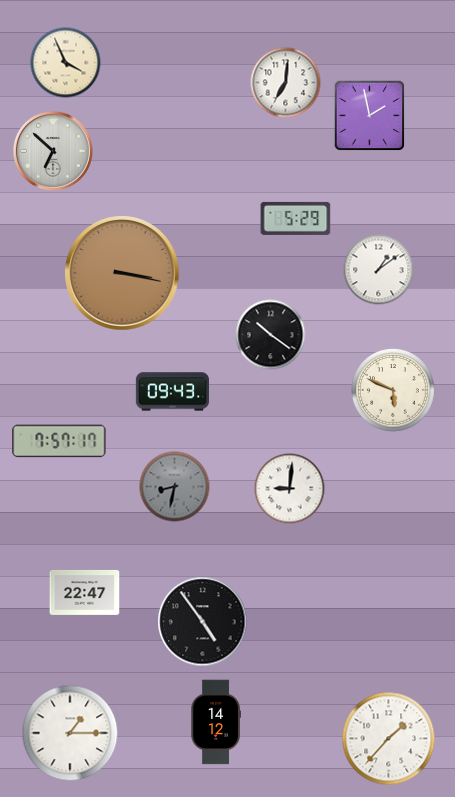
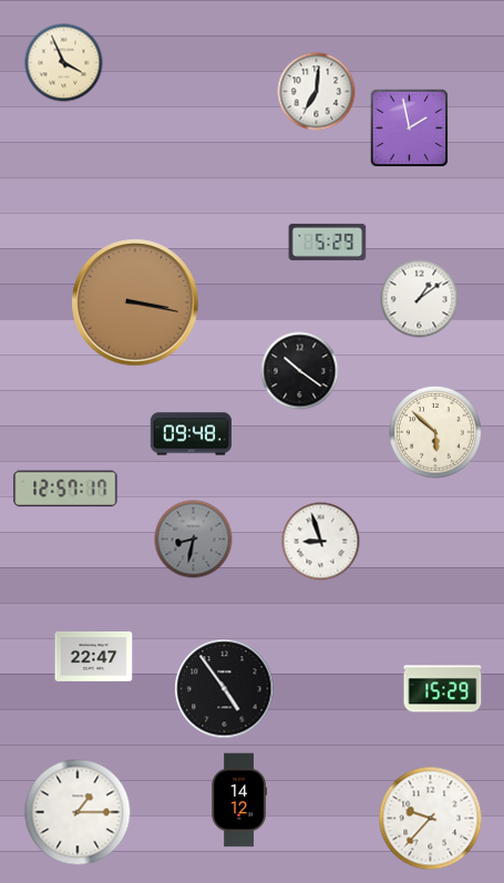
clock at (66, 63) position: (66, 63) -> (64, 63)
clock at (53, 151): 6:52 -> none
clock at (394, 391): 5:49 -> 5:52
clock at (172, 392): 09:43 -> 09:48
clock at (59, 441): 7:57 -> 12:57
clock at (290, 489): 9:01 -> 8:57
clock at (443, 689): none -> 15:29
clock at (389, 739): 1:37 -> 9:37
